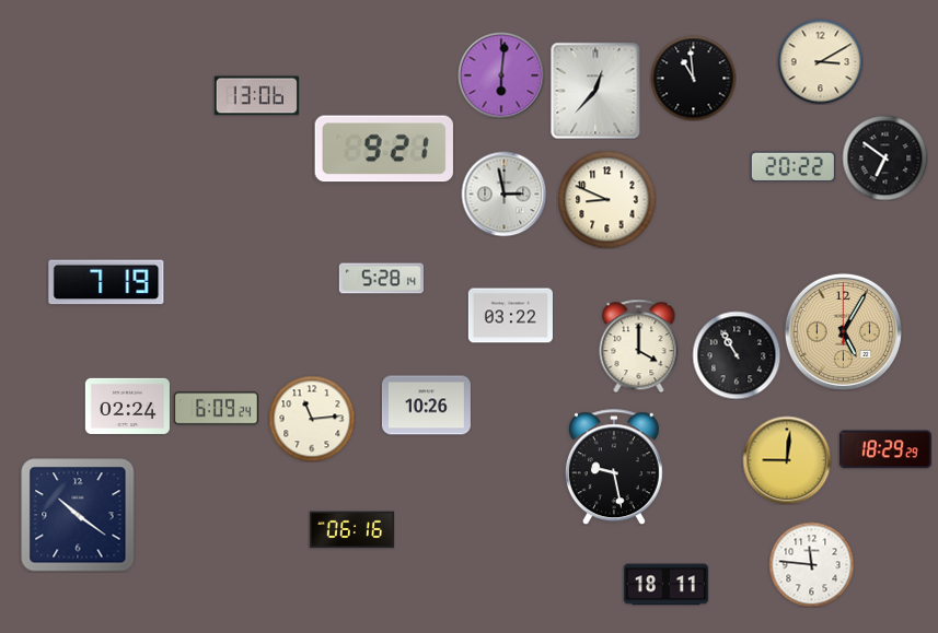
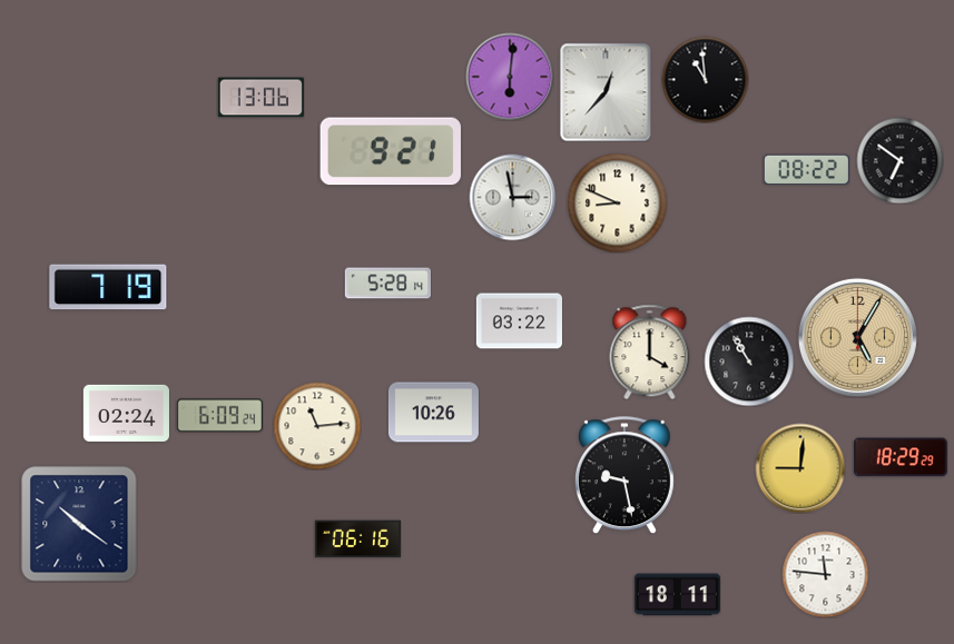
clock at (820, 61): 3:10 -> none
clock at (792, 167): 20:22 -> 08:22
clock at (127, 406) position: (127, 406) -> (126, 413)
